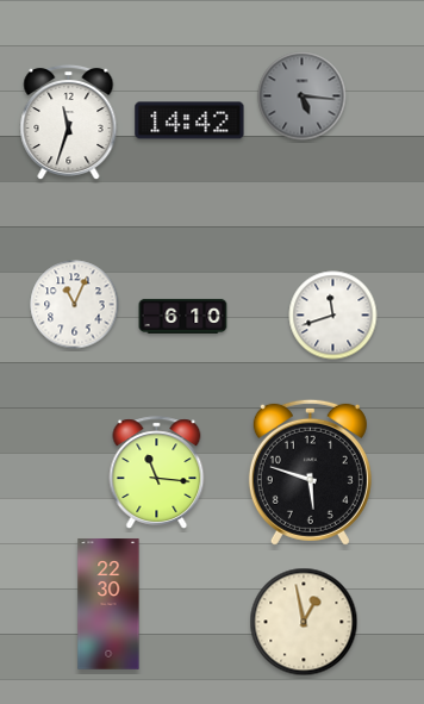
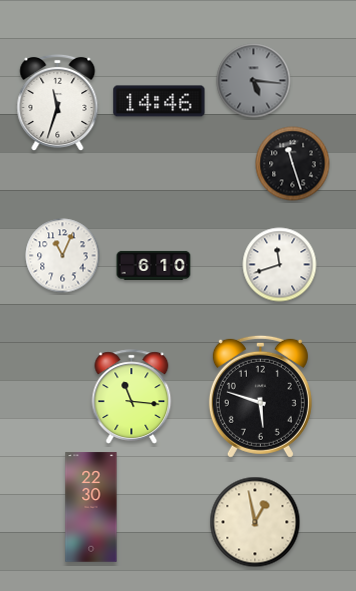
clock at (189, 120): 14:42 -> 14:46
clock at (293, 164): none -> 11:27
